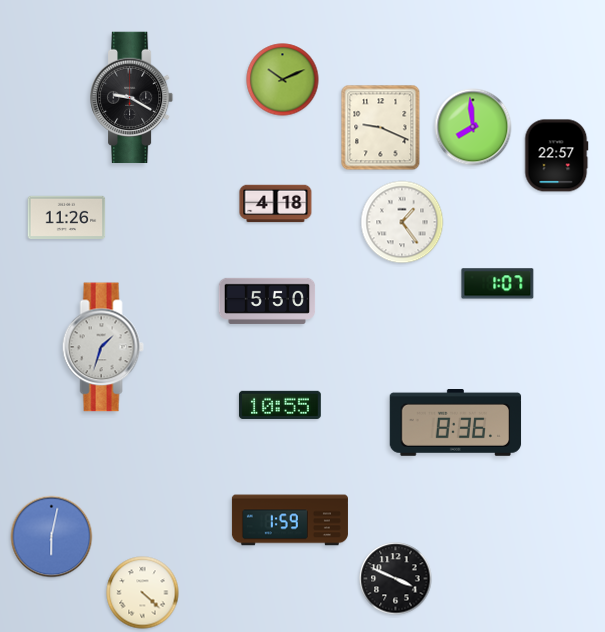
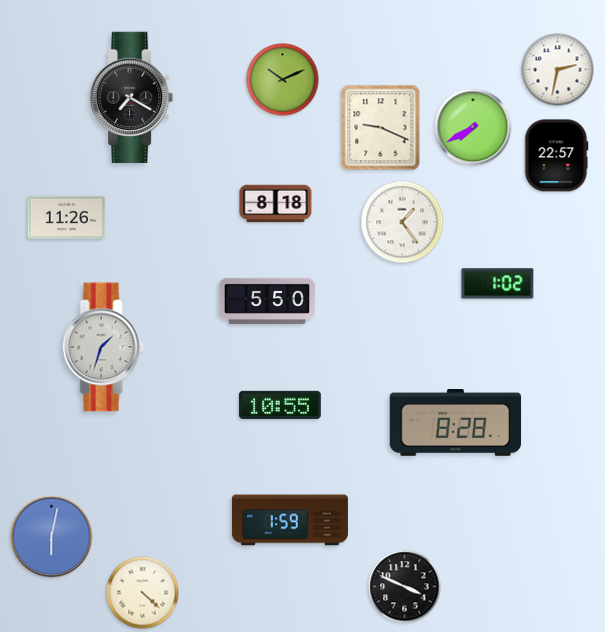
clock at (558, 70): none -> 2:32
clock at (132, 98): 9:20 -> 7:20
clock at (473, 127): 7:59 -> 7:40
clock at (276, 204): 4:18 -> 8:18
clock at (498, 284): 1:07 -> 1:02
clock at (456, 423): 8:36 -> 8:28
clock at (396, 579) position: (396, 579) -> (405, 587)
